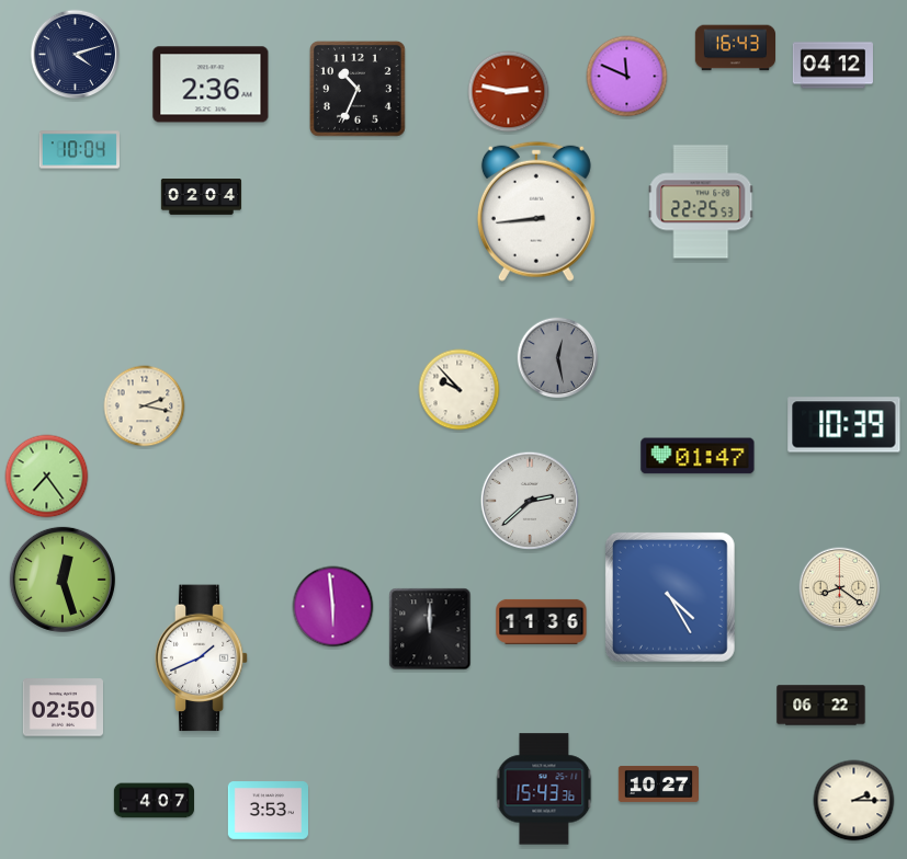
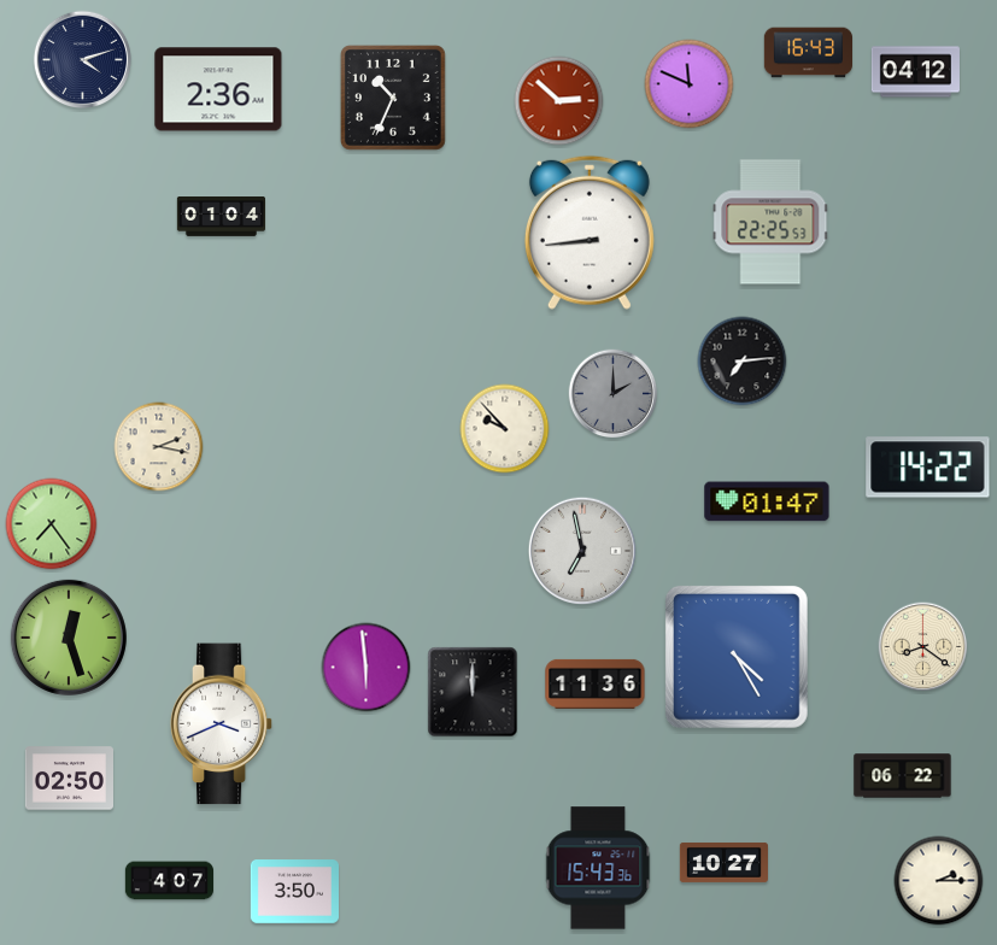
clock at (211, 84) position: (211, 84) -> (218, 89)
clock at (509, 92): 2:47 -> 2:52
clock at (79, 150): 10:04 -> none
clock at (201, 197): 02:04 -> 01:04
clock at (743, 362): none -> 7:14
clock at (558, 358): 12:28 -> 2:00
clock at (844, 425): 10:39 -> 14:22
clock at (529, 500): 2:38 -> 6:58
clock at (202, 658): 1:41 -> 3:41
clock at (268, 811): 3:53 -> 3:50
